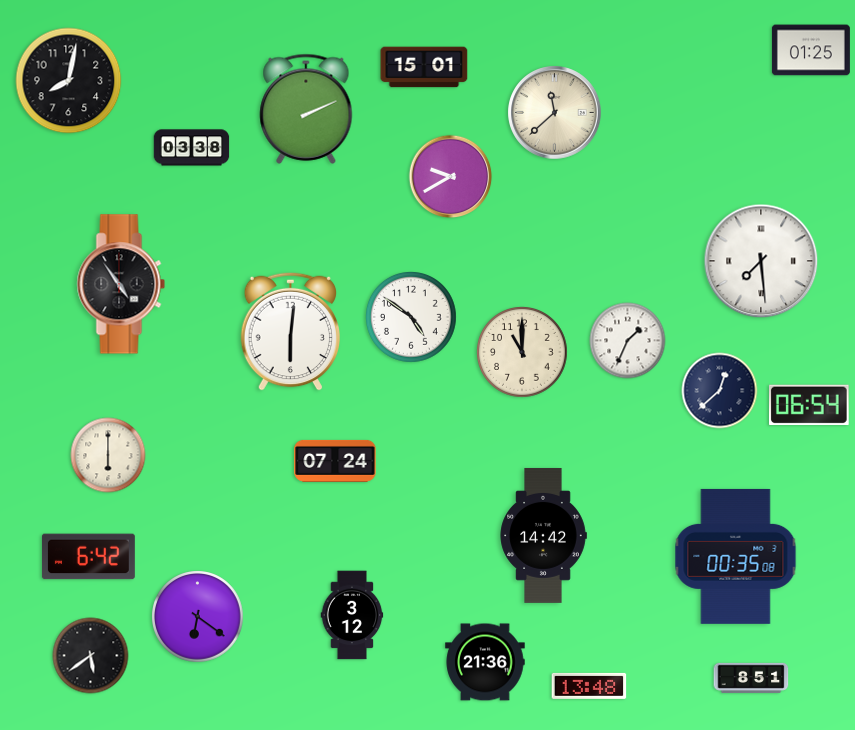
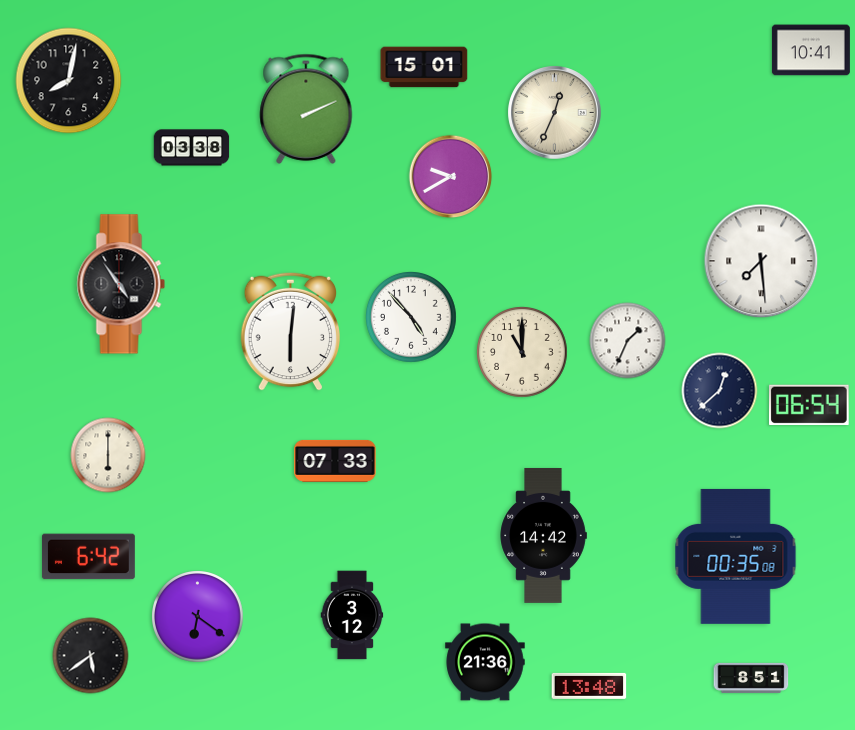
clock at (811, 50): 01:25 -> 10:41
clock at (555, 113): 11:38 -> 12:34
clock at (412, 318): 4:51 -> 4:53
clock at (335, 461): 07:24 -> 07:33
